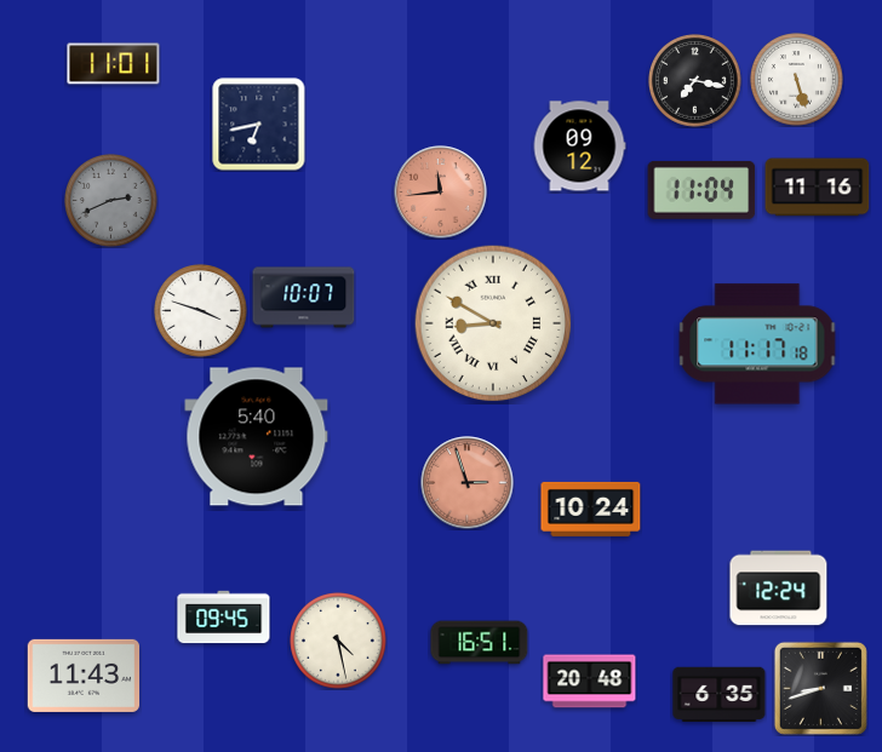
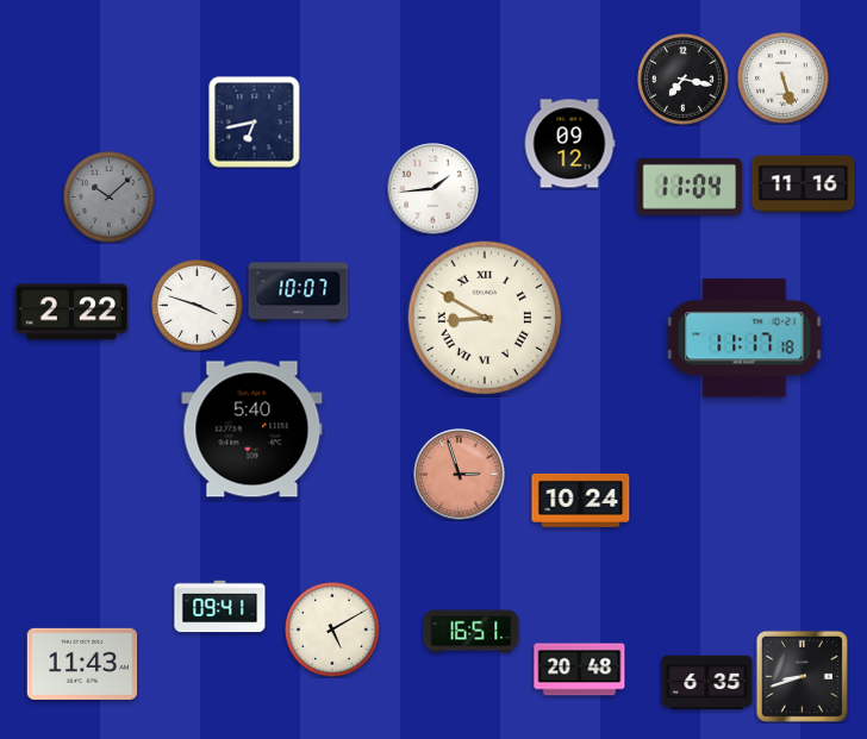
clock at (114, 64): 11:01 -> none
clock at (441, 193): 11:44 -> 1:44
clock at (441, 193) dial: salmon -> white
clock at (111, 201): 2:41 -> 10:08
clock at (71, 312): none -> 2:22
clock at (779, 589): 12:24 -> none
clock at (224, 618): 09:45 -> 09:41
clock at (339, 642): 4:28 -> 5:10
clock at (820, 688) position: (820, 688) -> (801, 676)
